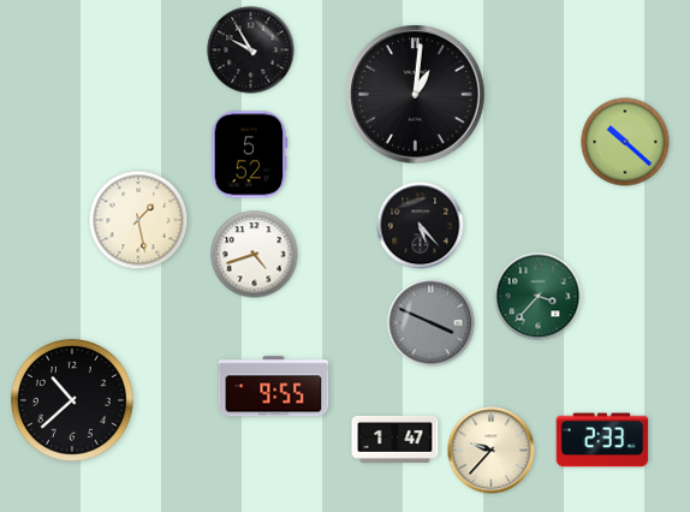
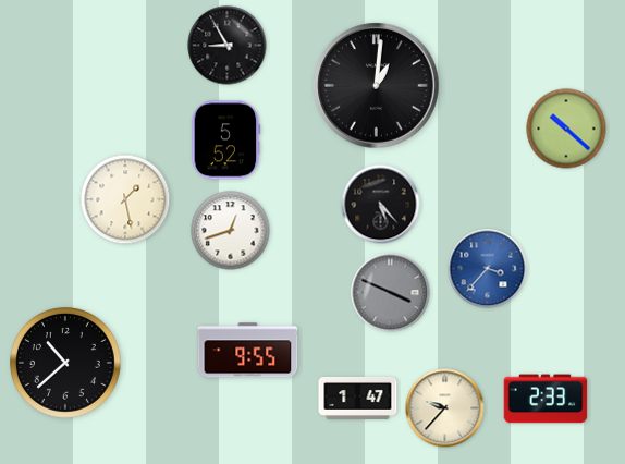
clock at (251, 50): 9:55 -> 8:55
clock at (255, 255): 4:42 -> 12:42
clock at (539, 297) dial: green -> blue
